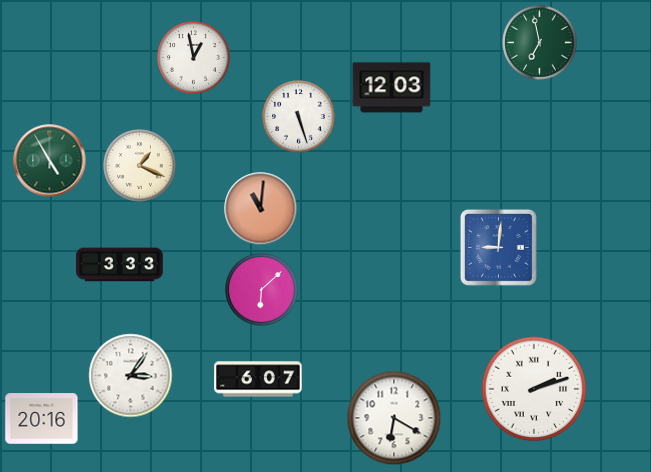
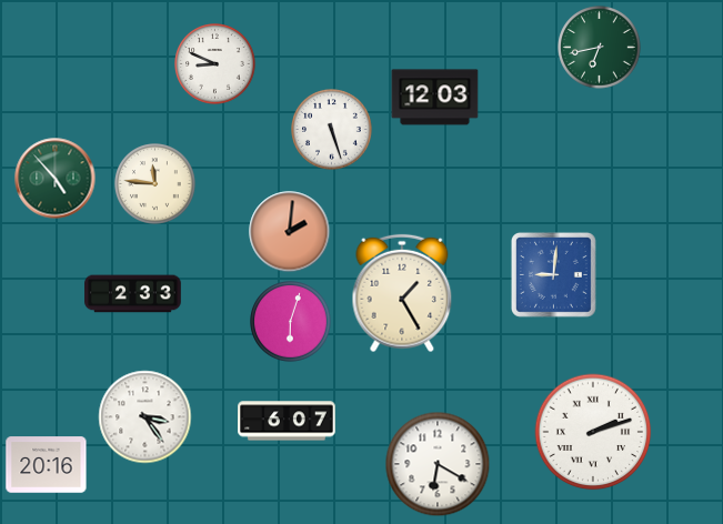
clock at (540, 43): 6:58 -> 6:43
clock at (194, 58): 12:58 -> 8:49
clock at (50, 161): 4:55 -> 4:53
clock at (140, 166): 1:19 -> 11:46
clock at (261, 209): 11:01 -> 2:01
clock at (402, 293): none -> 1:25
clock at (120, 265): 3:33 -> 2:33
clock at (262, 290): 6:08 -> 6:03
clock at (131, 376): 3:06 -> 3:24
